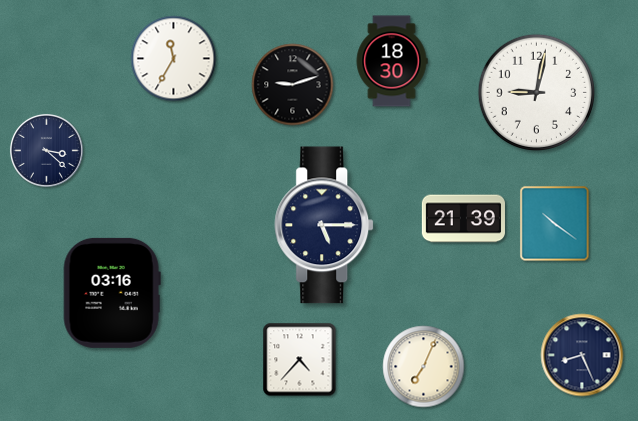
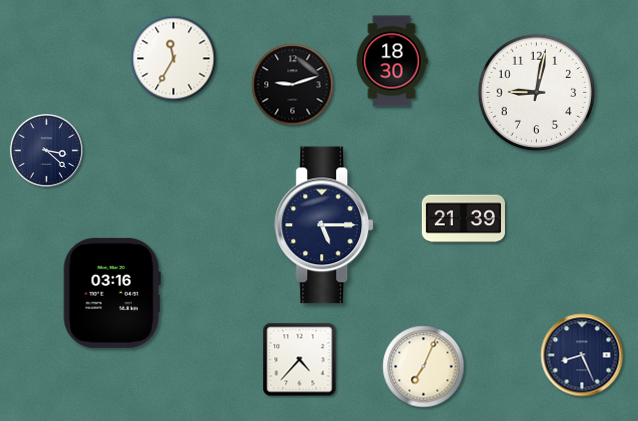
clock at (555, 224): 10:21 -> none
